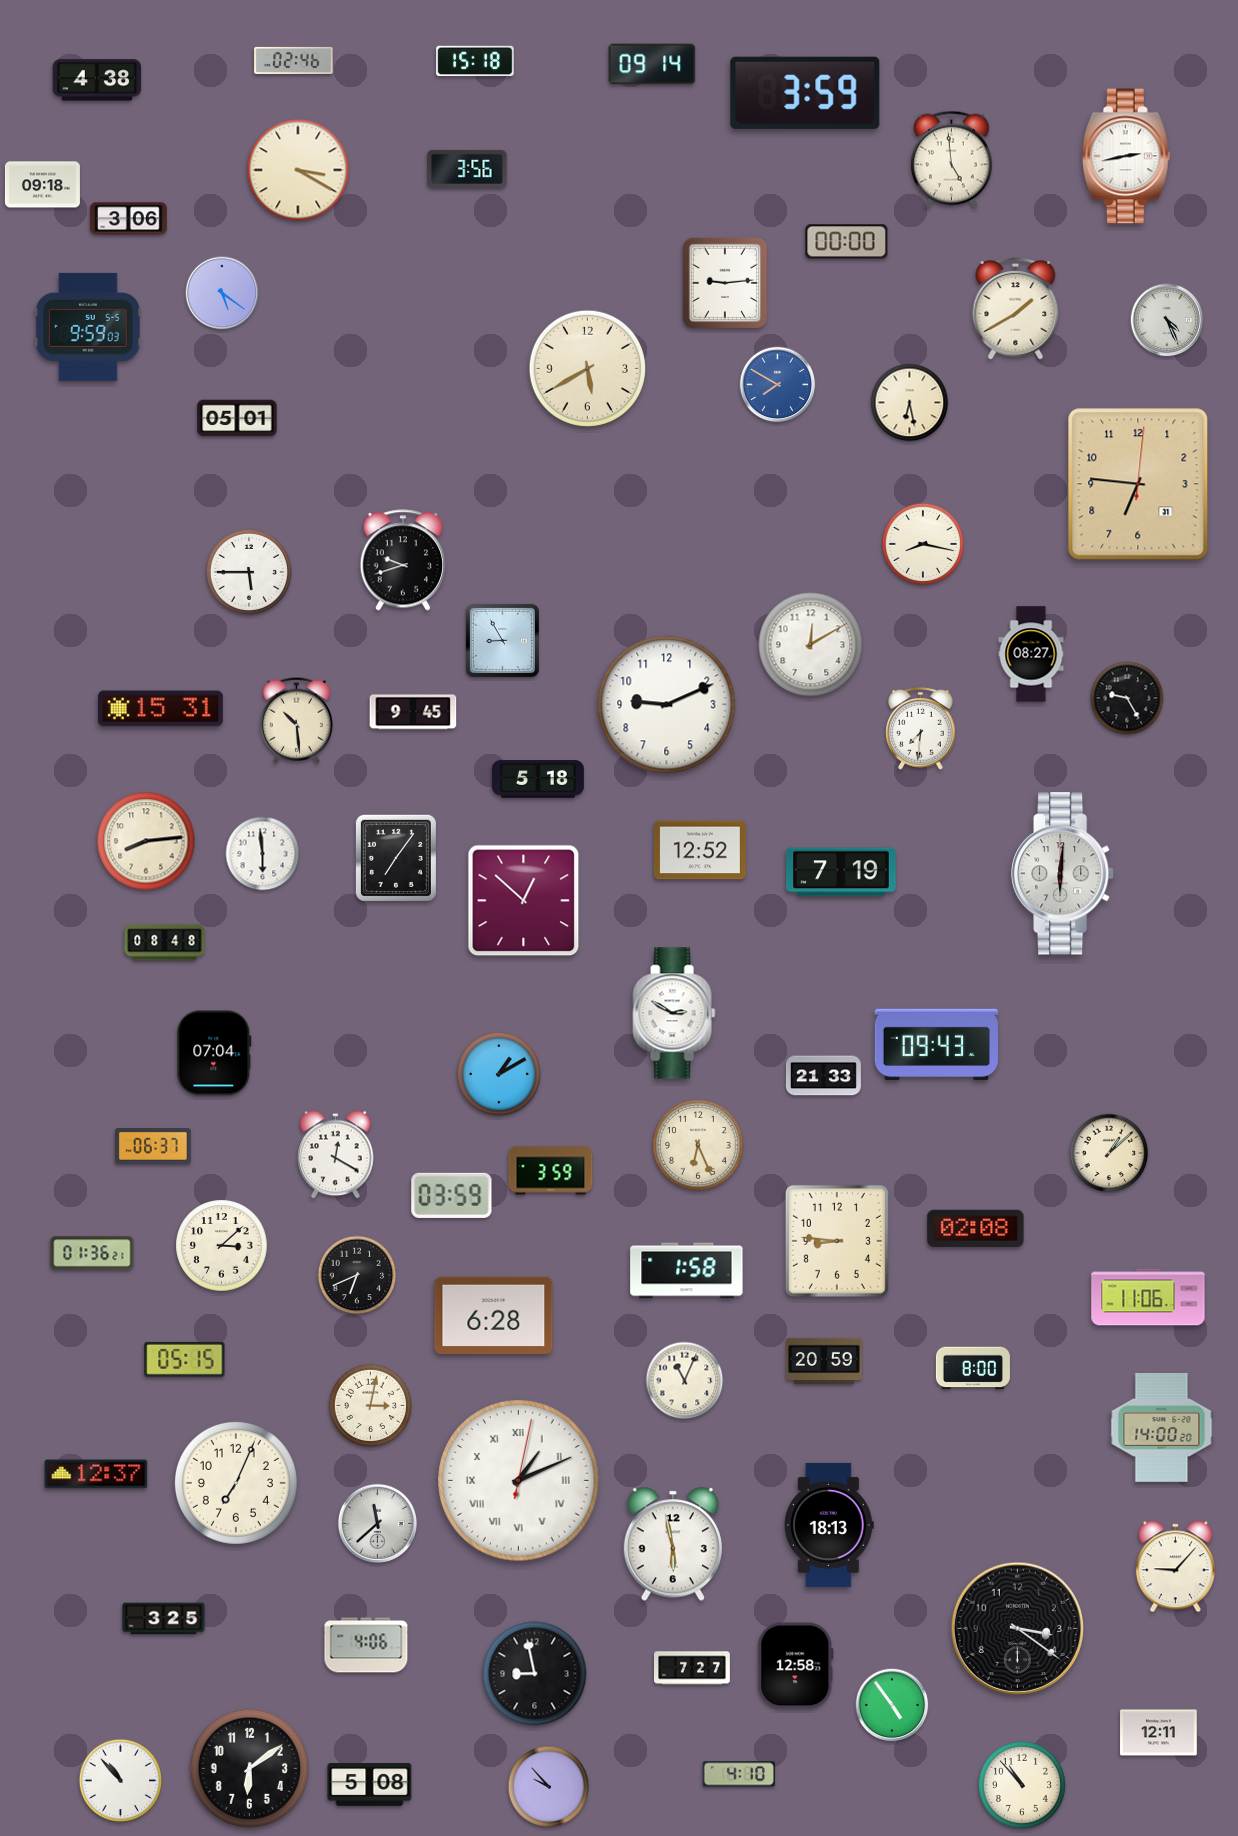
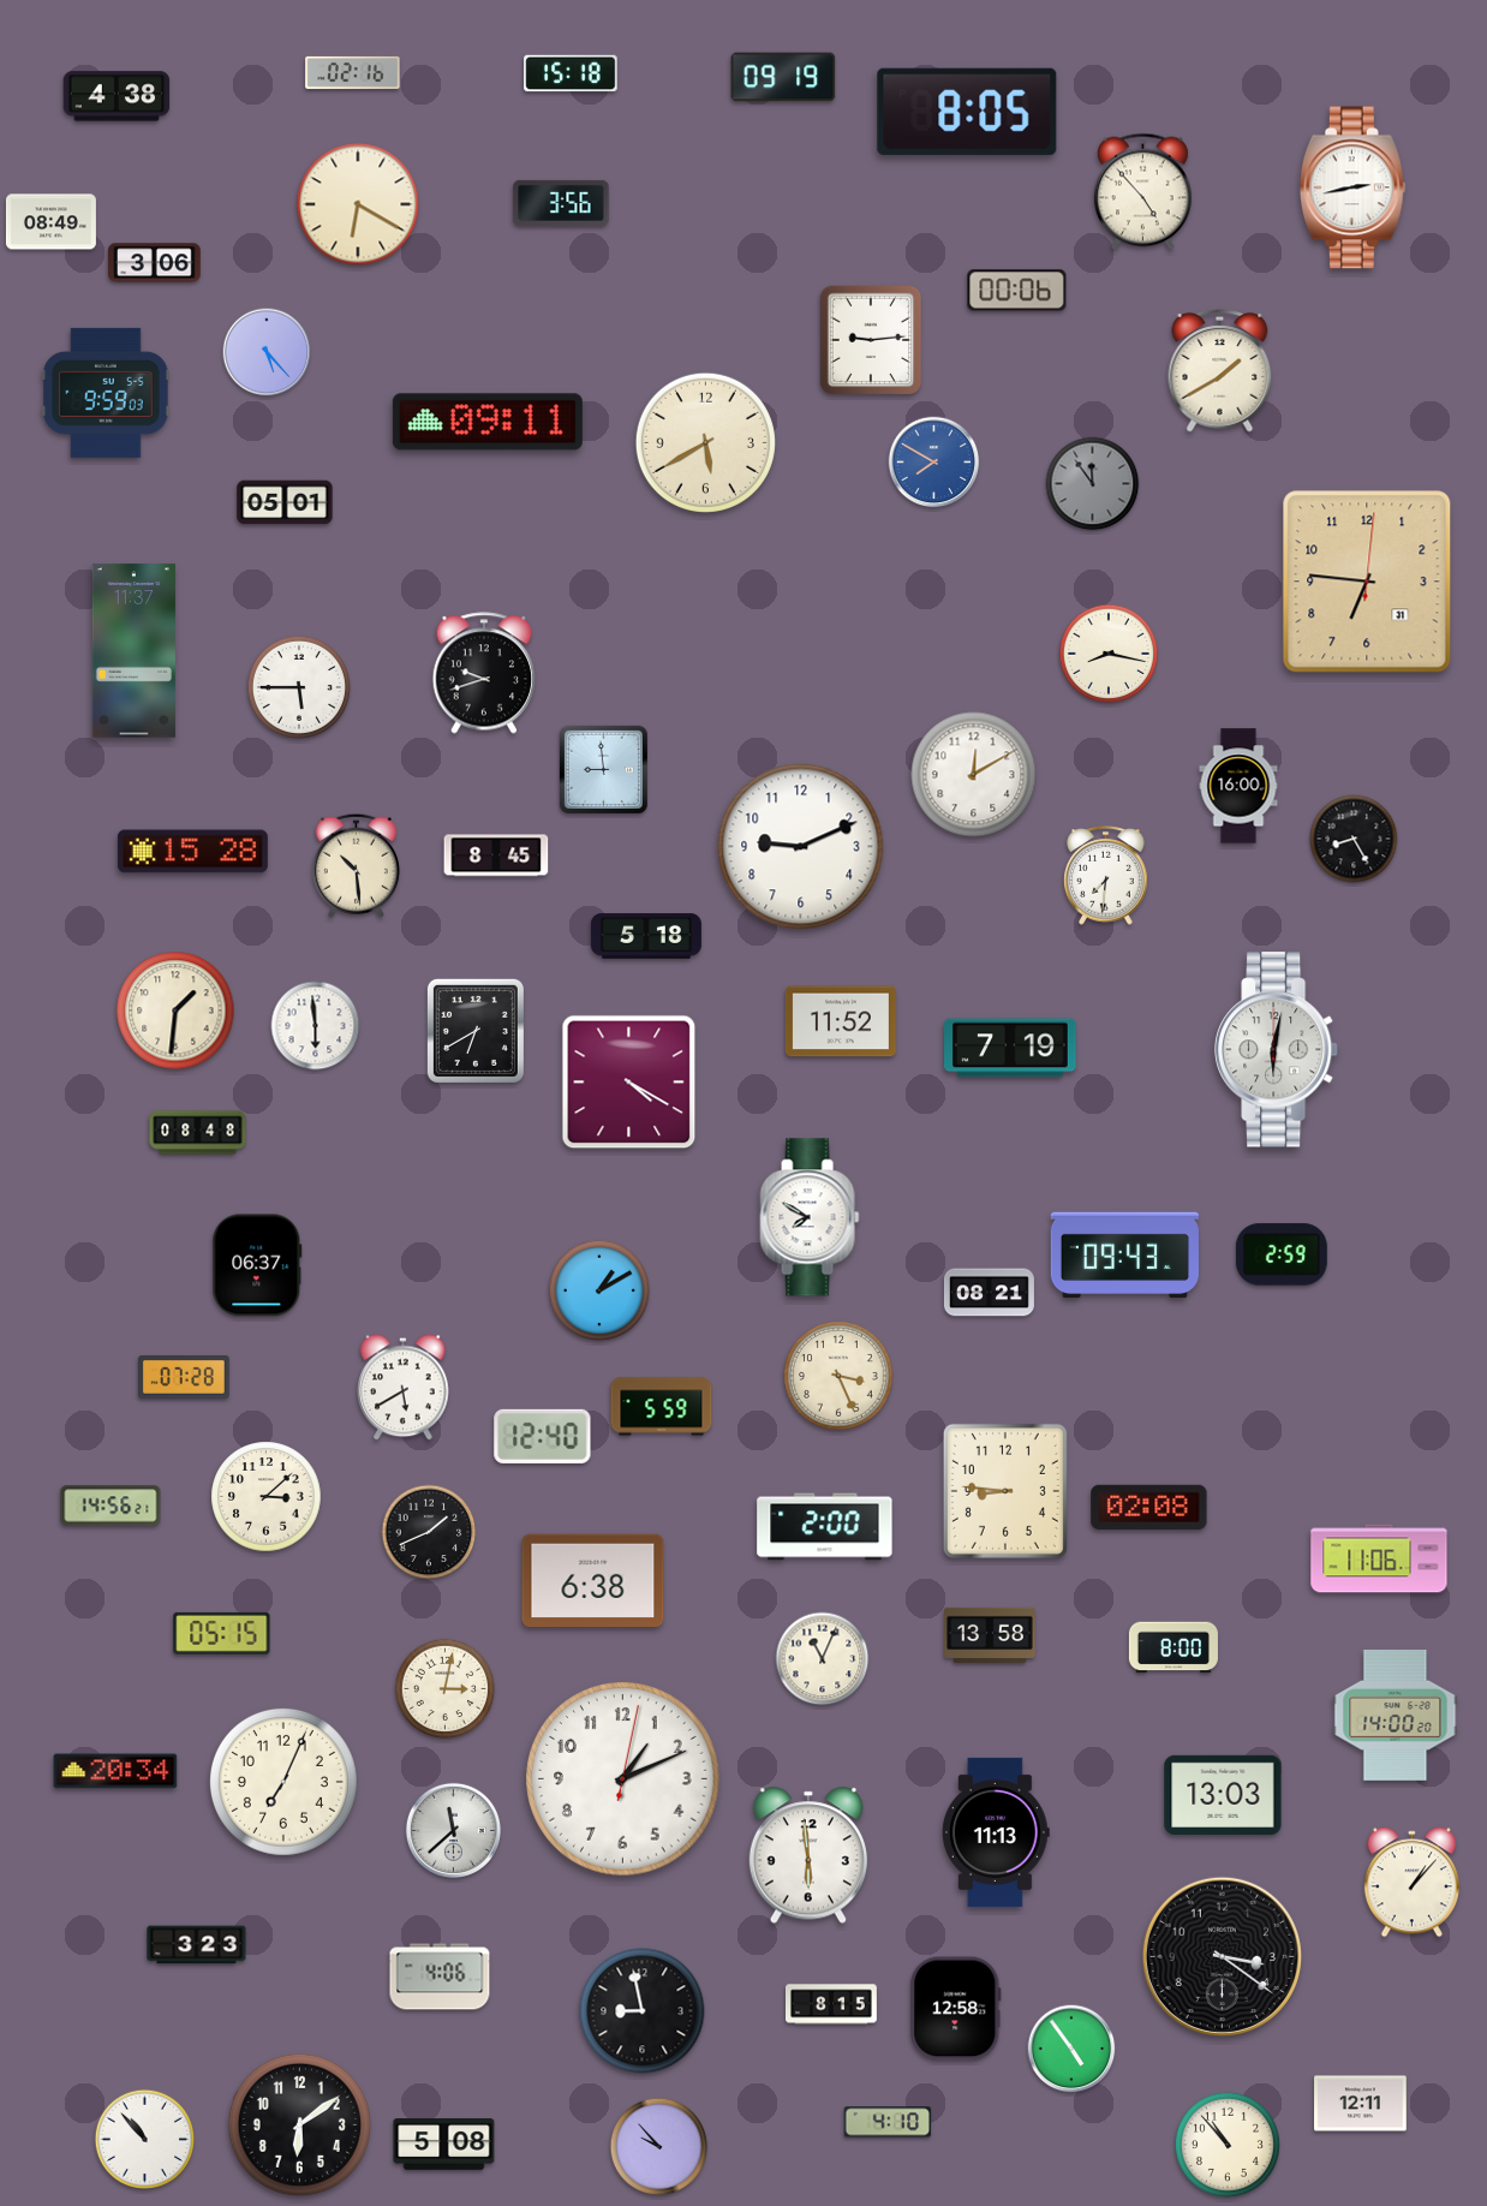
clock at (294, 60): 02:46 -> 02:16
clock at (652, 64): 09:14 -> 09:19
clock at (805, 93): 3:59 -> 8:05
clock at (951, 160): 4:59 -> 4:53
clock at (298, 170): 3:20 -> 6:20
clock at (42, 185): 09:18 -> 08:49
clock at (847, 242): 00:00 -> 00:06
clock at (222, 293): 5:21 -> 5:23
clock at (1167, 320): 4:26 -> none
clock at (488, 422): none -> 09:11
clock at (910, 403): 6:28 -> 11:54
clock at (910, 403) dial: cream -> grey
clock at (133, 651): none -> 11:37
clock at (502, 640): 8:55 -> 8:59
clock at (1031, 654): 08:27 -> 16:00
clock at (1127, 698): 9:25 -> 8:25
clock at (160, 709): 15:31 -> 15:28
clock at (413, 712): 9:45 -> 8:45
clock at (146, 841): 8:14 -> 1:31
clock at (700, 850): 12:52 -> 11:52
clock at (396, 858): 7:06 -> 6:40
clock at (1064, 874): 6:01 -> 6:02
clock at (524, 901): 12:52 -> 4:20
clock at (674, 1013): 2:50 -> 7:50
clock at (1282, 1254): none -> 2:59
clock at (214, 1053): 07:04 -> 06:37
clock at (823, 1076): 21:33 -> 08:21
clock at (698, 1145): 6:26 -> 3:26
clock at (154, 1147): 06:37 -> 07:28
clock at (1109, 1153): 1:08 -> none
clock at (336, 1155): 12:20 -> 5:40
clock at (551, 1171): 3:59 -> 5:59
clock at (452, 1195): 03:59 -> 12:40
clock at (976, 1228) position: (976, 1228) -> (1149, 1507)
clock at (92, 1253): 01:36 -> 14:56
clock at (687, 1271): 1:58 -> 2:00
clock at (357, 1275): 6:41 -> 1:41
clock at (494, 1316): 6:28 -> 6:38
clock at (825, 1360): 20:59 -> 13:58
clock at (973, 1368) position: (973, 1368) -> (1174, 1647)
clock at (96, 1474): 12:37 -> 20:34
clock at (519, 1481) numerals: Roman -> Arabic
clock at (1223, 1795): none -> 13:03
clock at (829, 1525): 18:13 -> 11:13
clock at (672, 1544): 5:58 -> 5:59
clock at (1175, 1567): 9:07 -> 1:07
clock at (164, 1619): 3:25 -> 3:23
clock at (796, 1666) position: (796, 1666) -> (956, 2009)
clock at (693, 1668): 7:27 -> 8:15
clock at (1159, 1733) position: (1159, 1733) -> (1361, 2104)
clock at (739, 1774) position: (739, 1774) -> (888, 2122)
